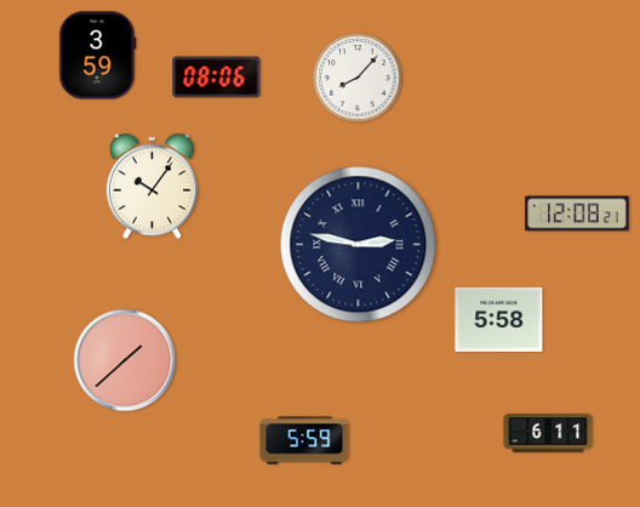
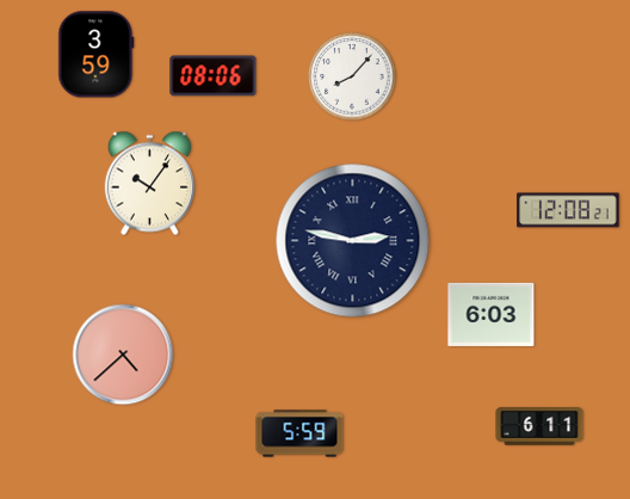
clock at (499, 319): 5:58 -> 6:03
clock at (125, 360): 1:38 -> 4:38
